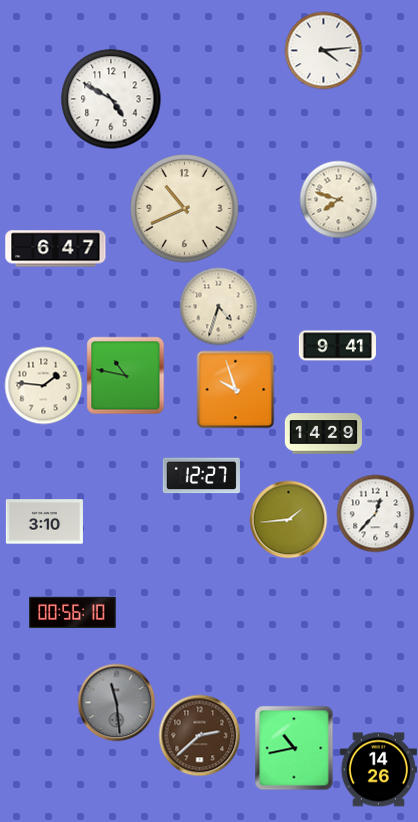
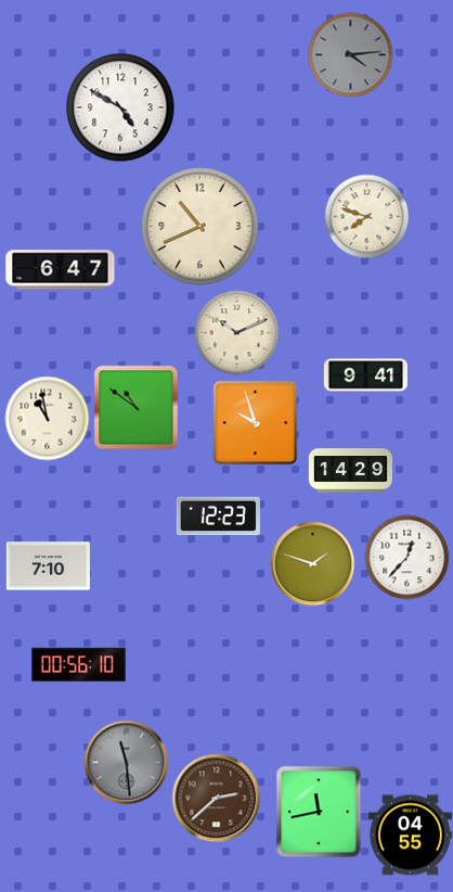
clock at (323, 50) dial: white -> grey
clock at (218, 306): 4:33 -> 10:11
clock at (125, 375): 10:47 -> 10:51
clock at (43, 385): 1:46 -> 10:58
clock at (201, 476): 12:27 -> 12:23
clock at (288, 519): 1:44 -> 1:48
clock at (44, 522): 3:10 -> 7:10
clock at (294, 748): 10:43 -> 11:43
clock at (378, 770): 14:26 -> 04:55
